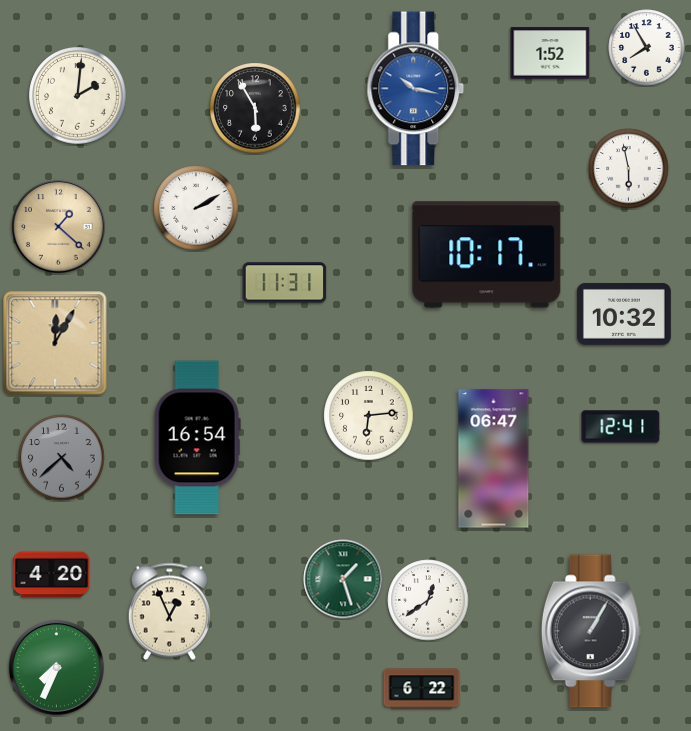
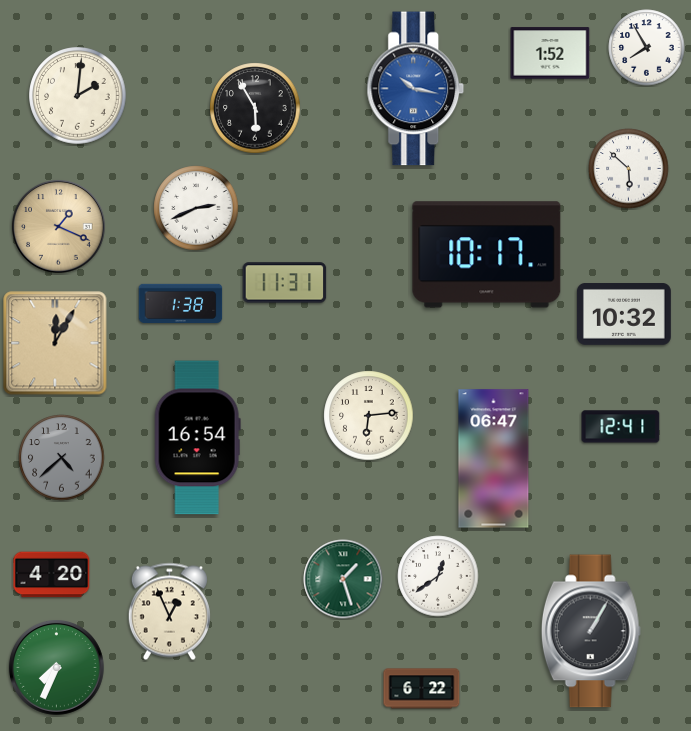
clock at (629, 169): 5:58 -> 5:52
clock at (196, 208): 2:10 -> 2:41
clock at (59, 227): 1:22 -> 1:19
clock at (181, 303): none -> 1:38
clock at (428, 600) position: (428, 600) -> (438, 576)
